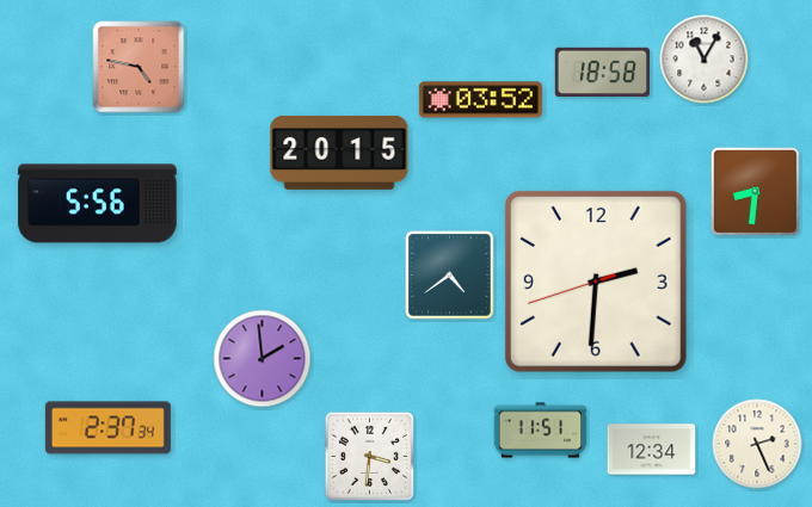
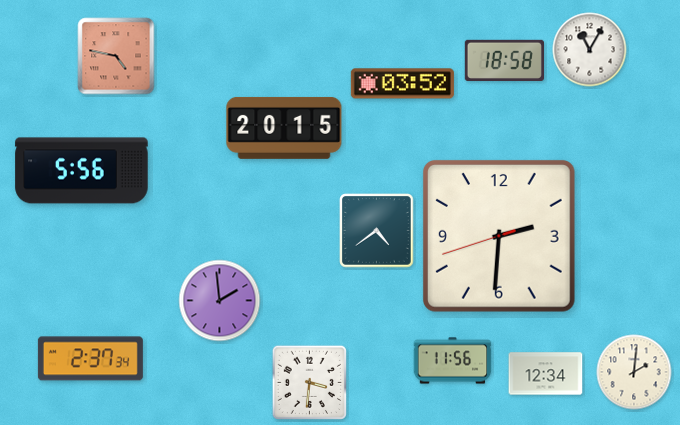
clock at (755, 191): 8:31 -> none
clock at (541, 431): 11:51 -> 11:56
clock at (757, 444): 2:26 -> 2:01
clock at (652, 450) position: (652, 450) -> (546, 374)
